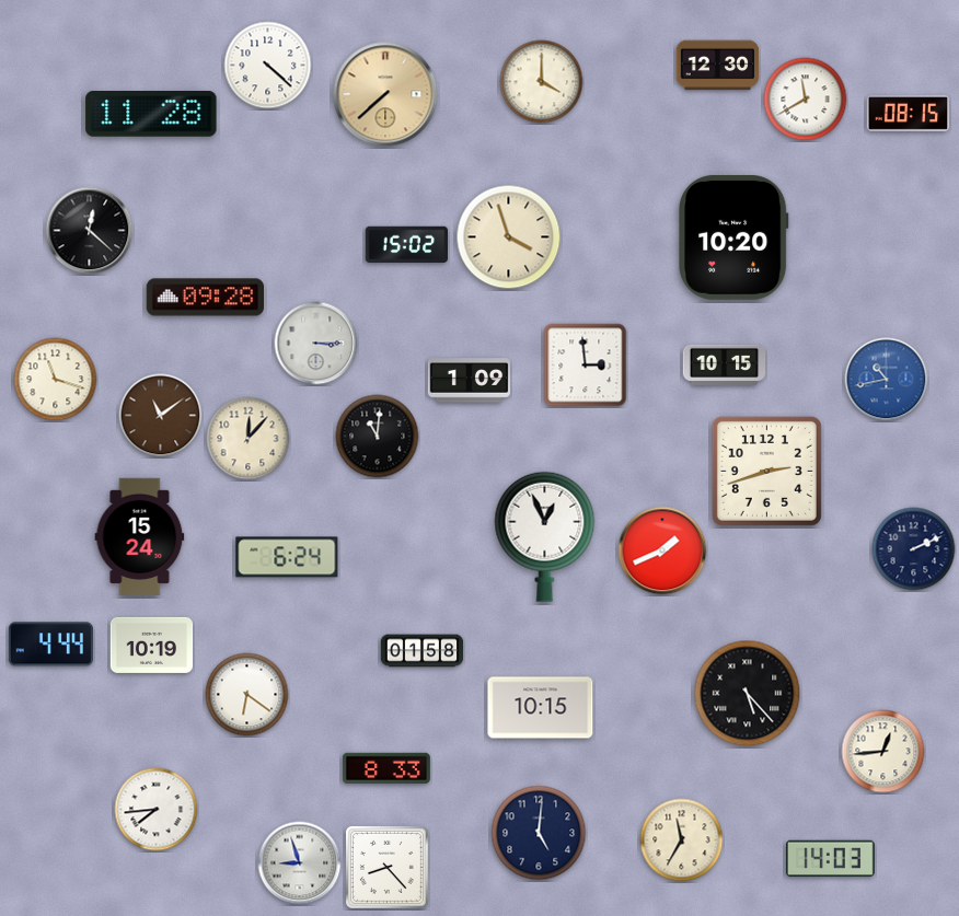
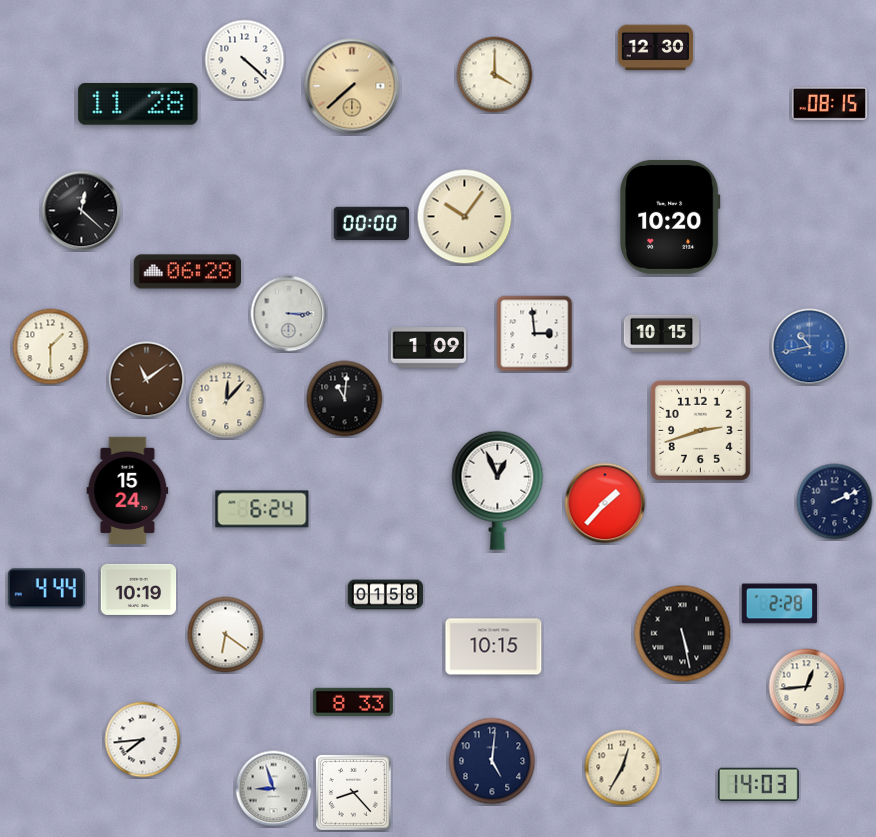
clock at (718, 66) position: (718, 66) -> (656, 48)
clock at (806, 100): 11:40 -> none
clock at (509, 237): 3:57 -> 10:06
clock at (407, 245): 15:02 -> 00:00
clock at (205, 298): 09:28 -> 06:28
clock at (56, 380): 11:18 -> 1:30
clock at (662, 550): 1:41 -> 1:37
clock at (780, 604): none -> 2:28
clock at (748, 694): 5:23 -> 5:28
clock at (682, 840): 11:35 -> 12:35
